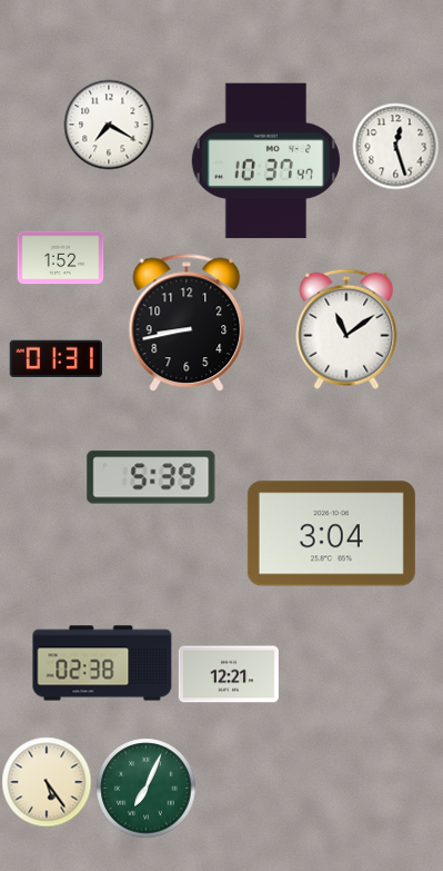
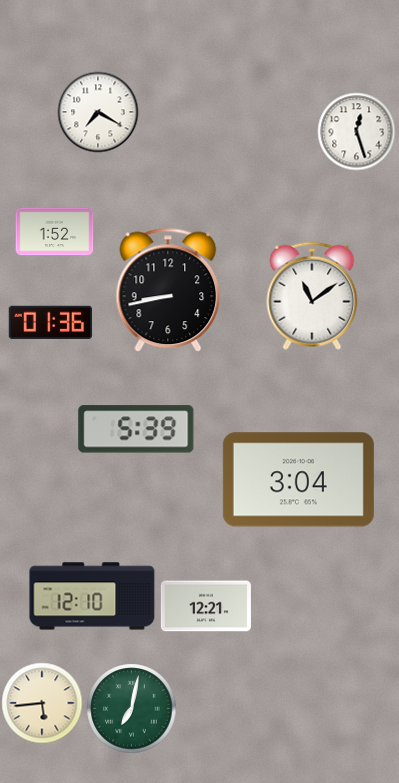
clock at (265, 161): 10:37 -> none
clock at (56, 358): 01:31 -> 01:36
clock at (102, 663): 02:38 -> 12:10
clock at (47, 782): 5:24 -> 5:44
clock at (145, 788): 7:04 -> 7:02
